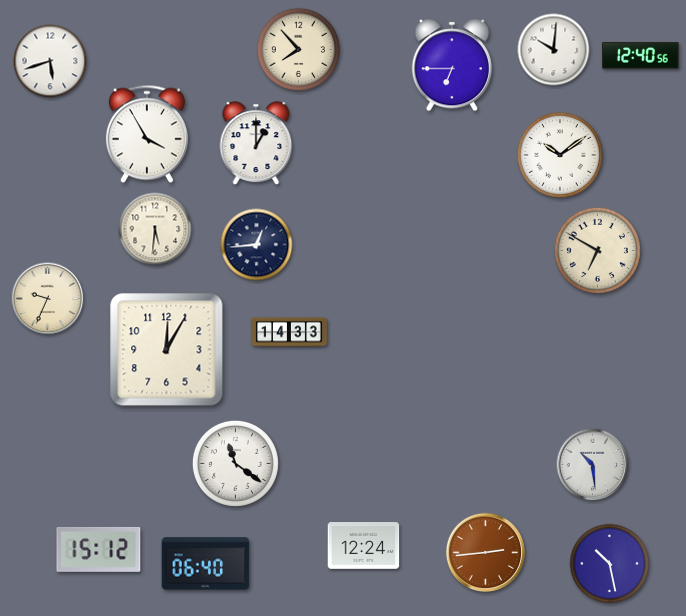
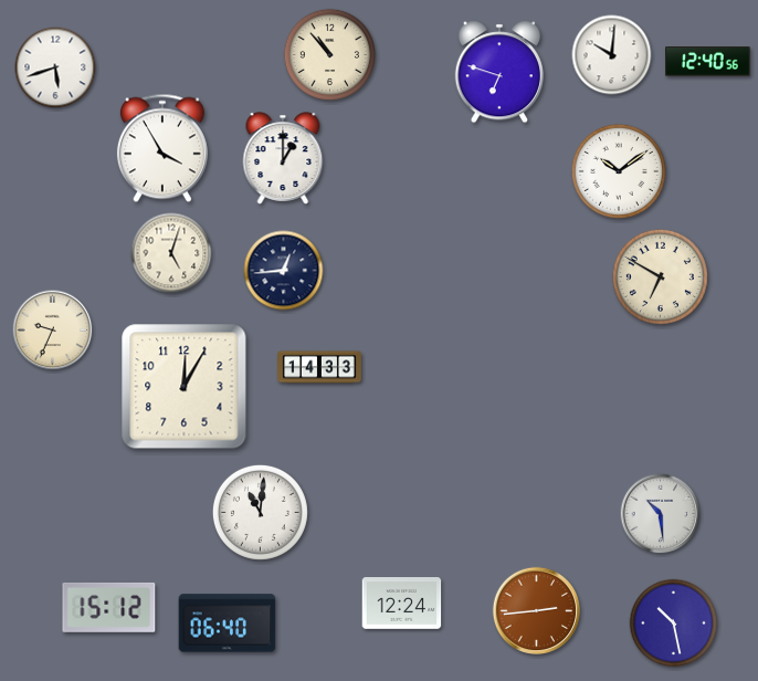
clock at (299, 50): 7:53 -> 10:53
clock at (451, 65): 6:45 -> 6:48
clock at (155, 229): 5:31 -> 5:03
clock at (235, 463): 11:21 -> 11:01
clock at (593, 465) position: (593, 465) -> (661, 514)
